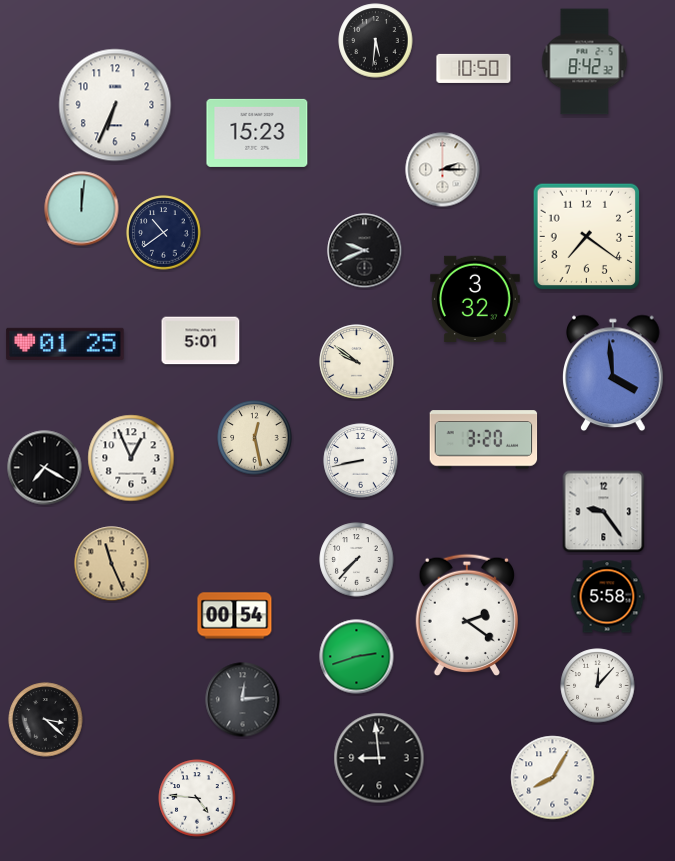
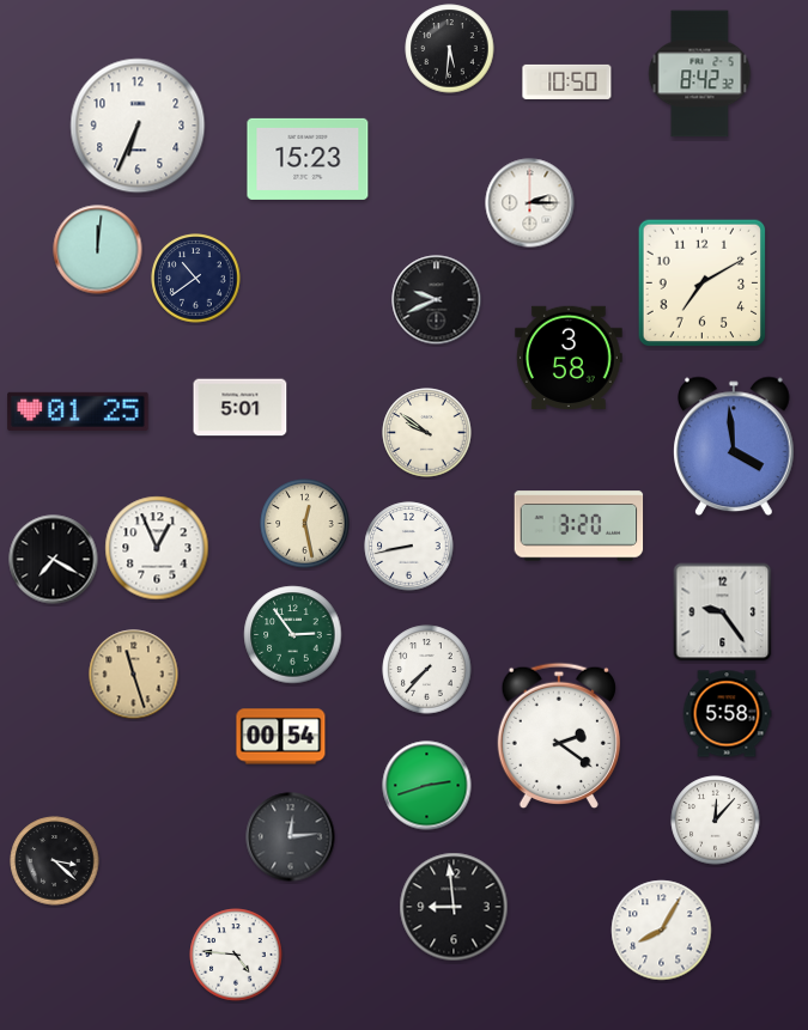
clock at (587, 237): 7:21 -> 7:10
clock at (476, 298): 3:32 -> 3:58
clock at (361, 461) position: (361, 461) -> (409, 547)
clock at (293, 635): none -> 2:54
clock at (112, 564): 11:26 -> 11:27
